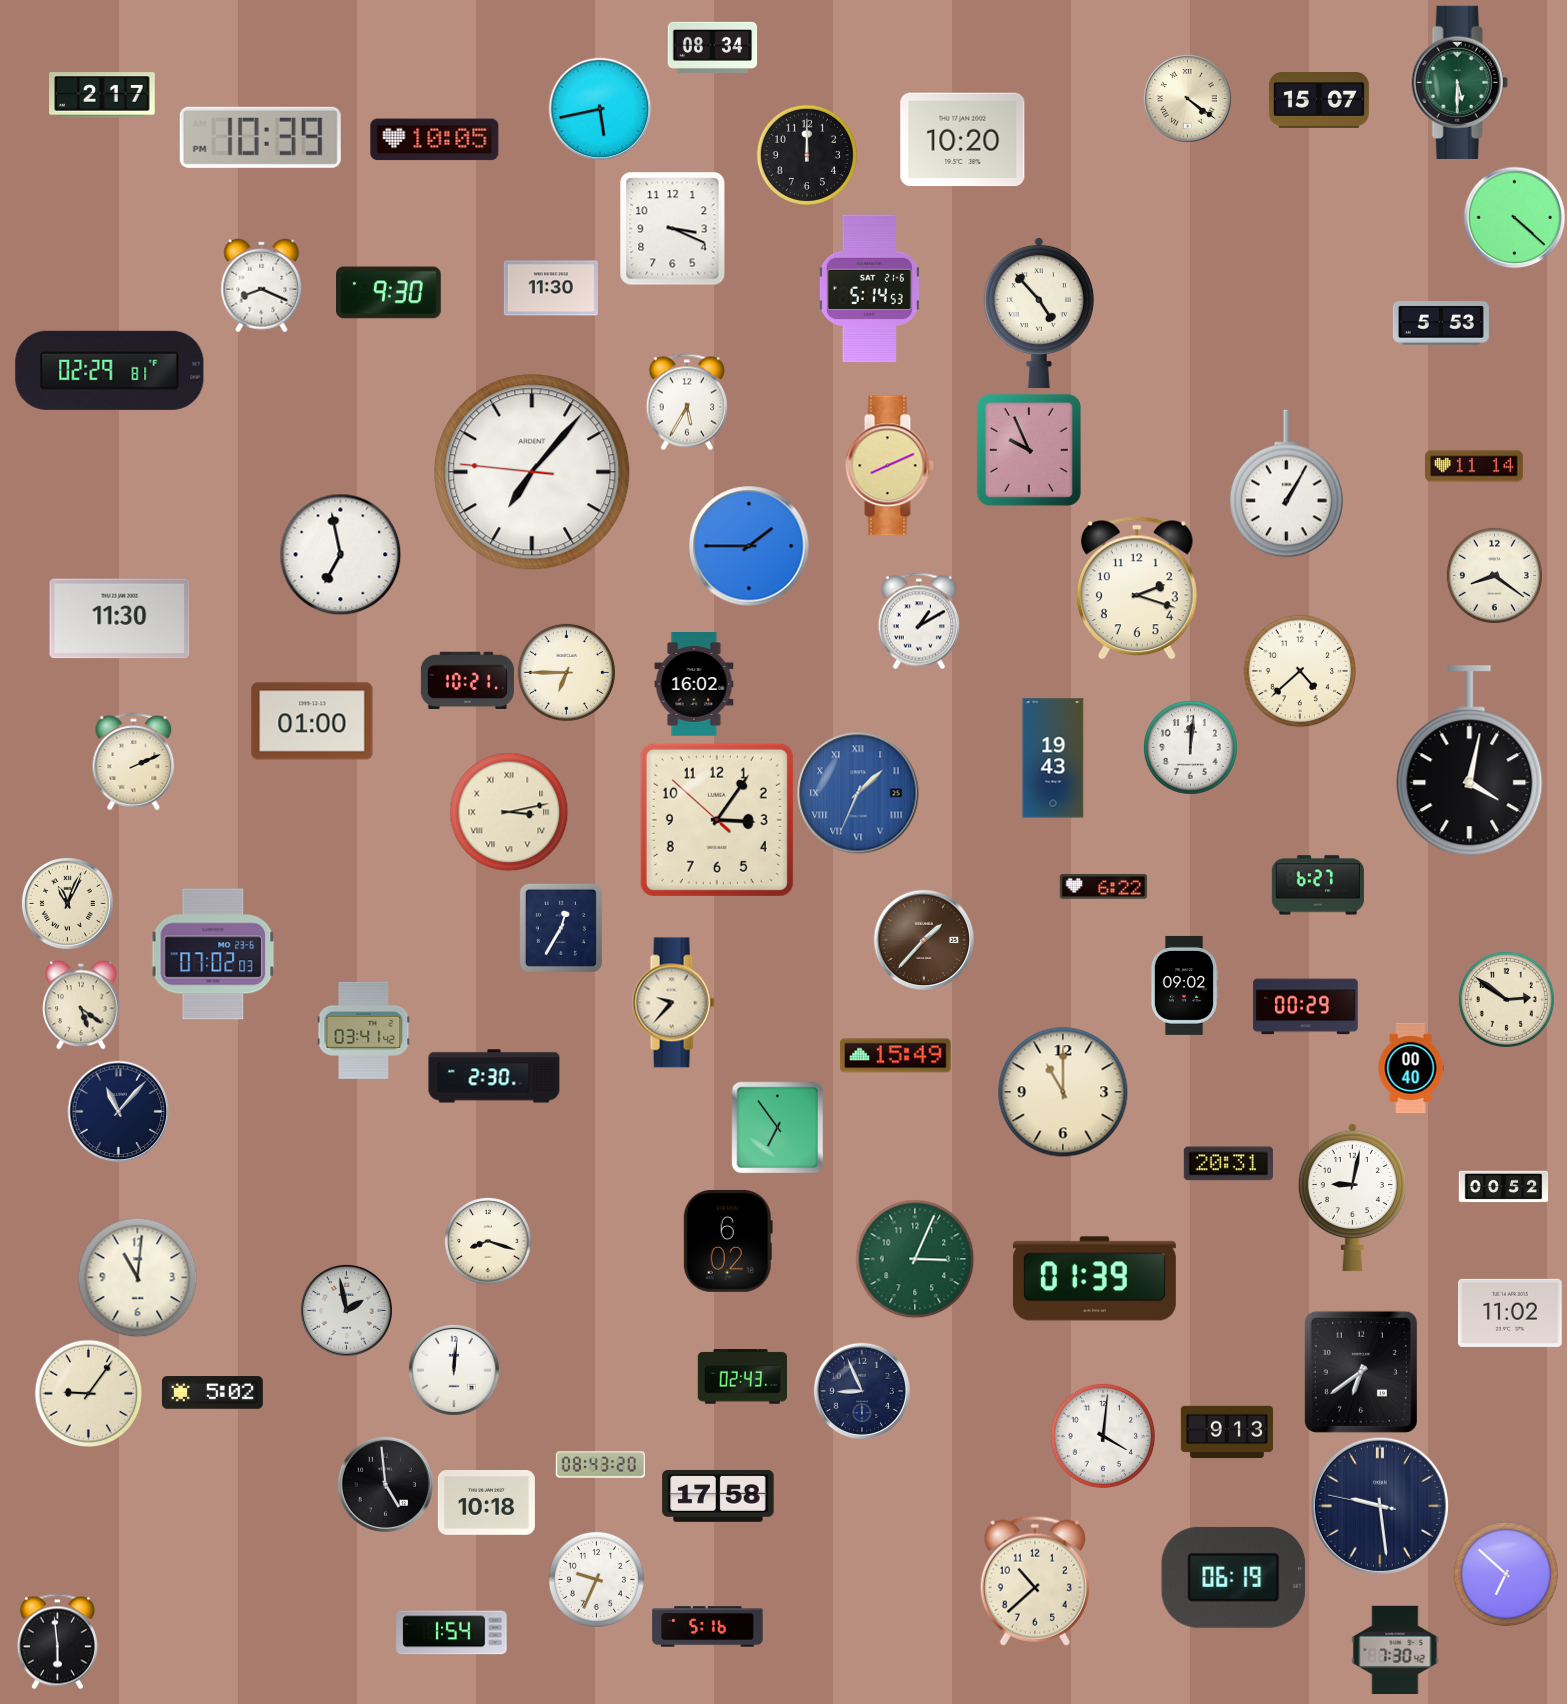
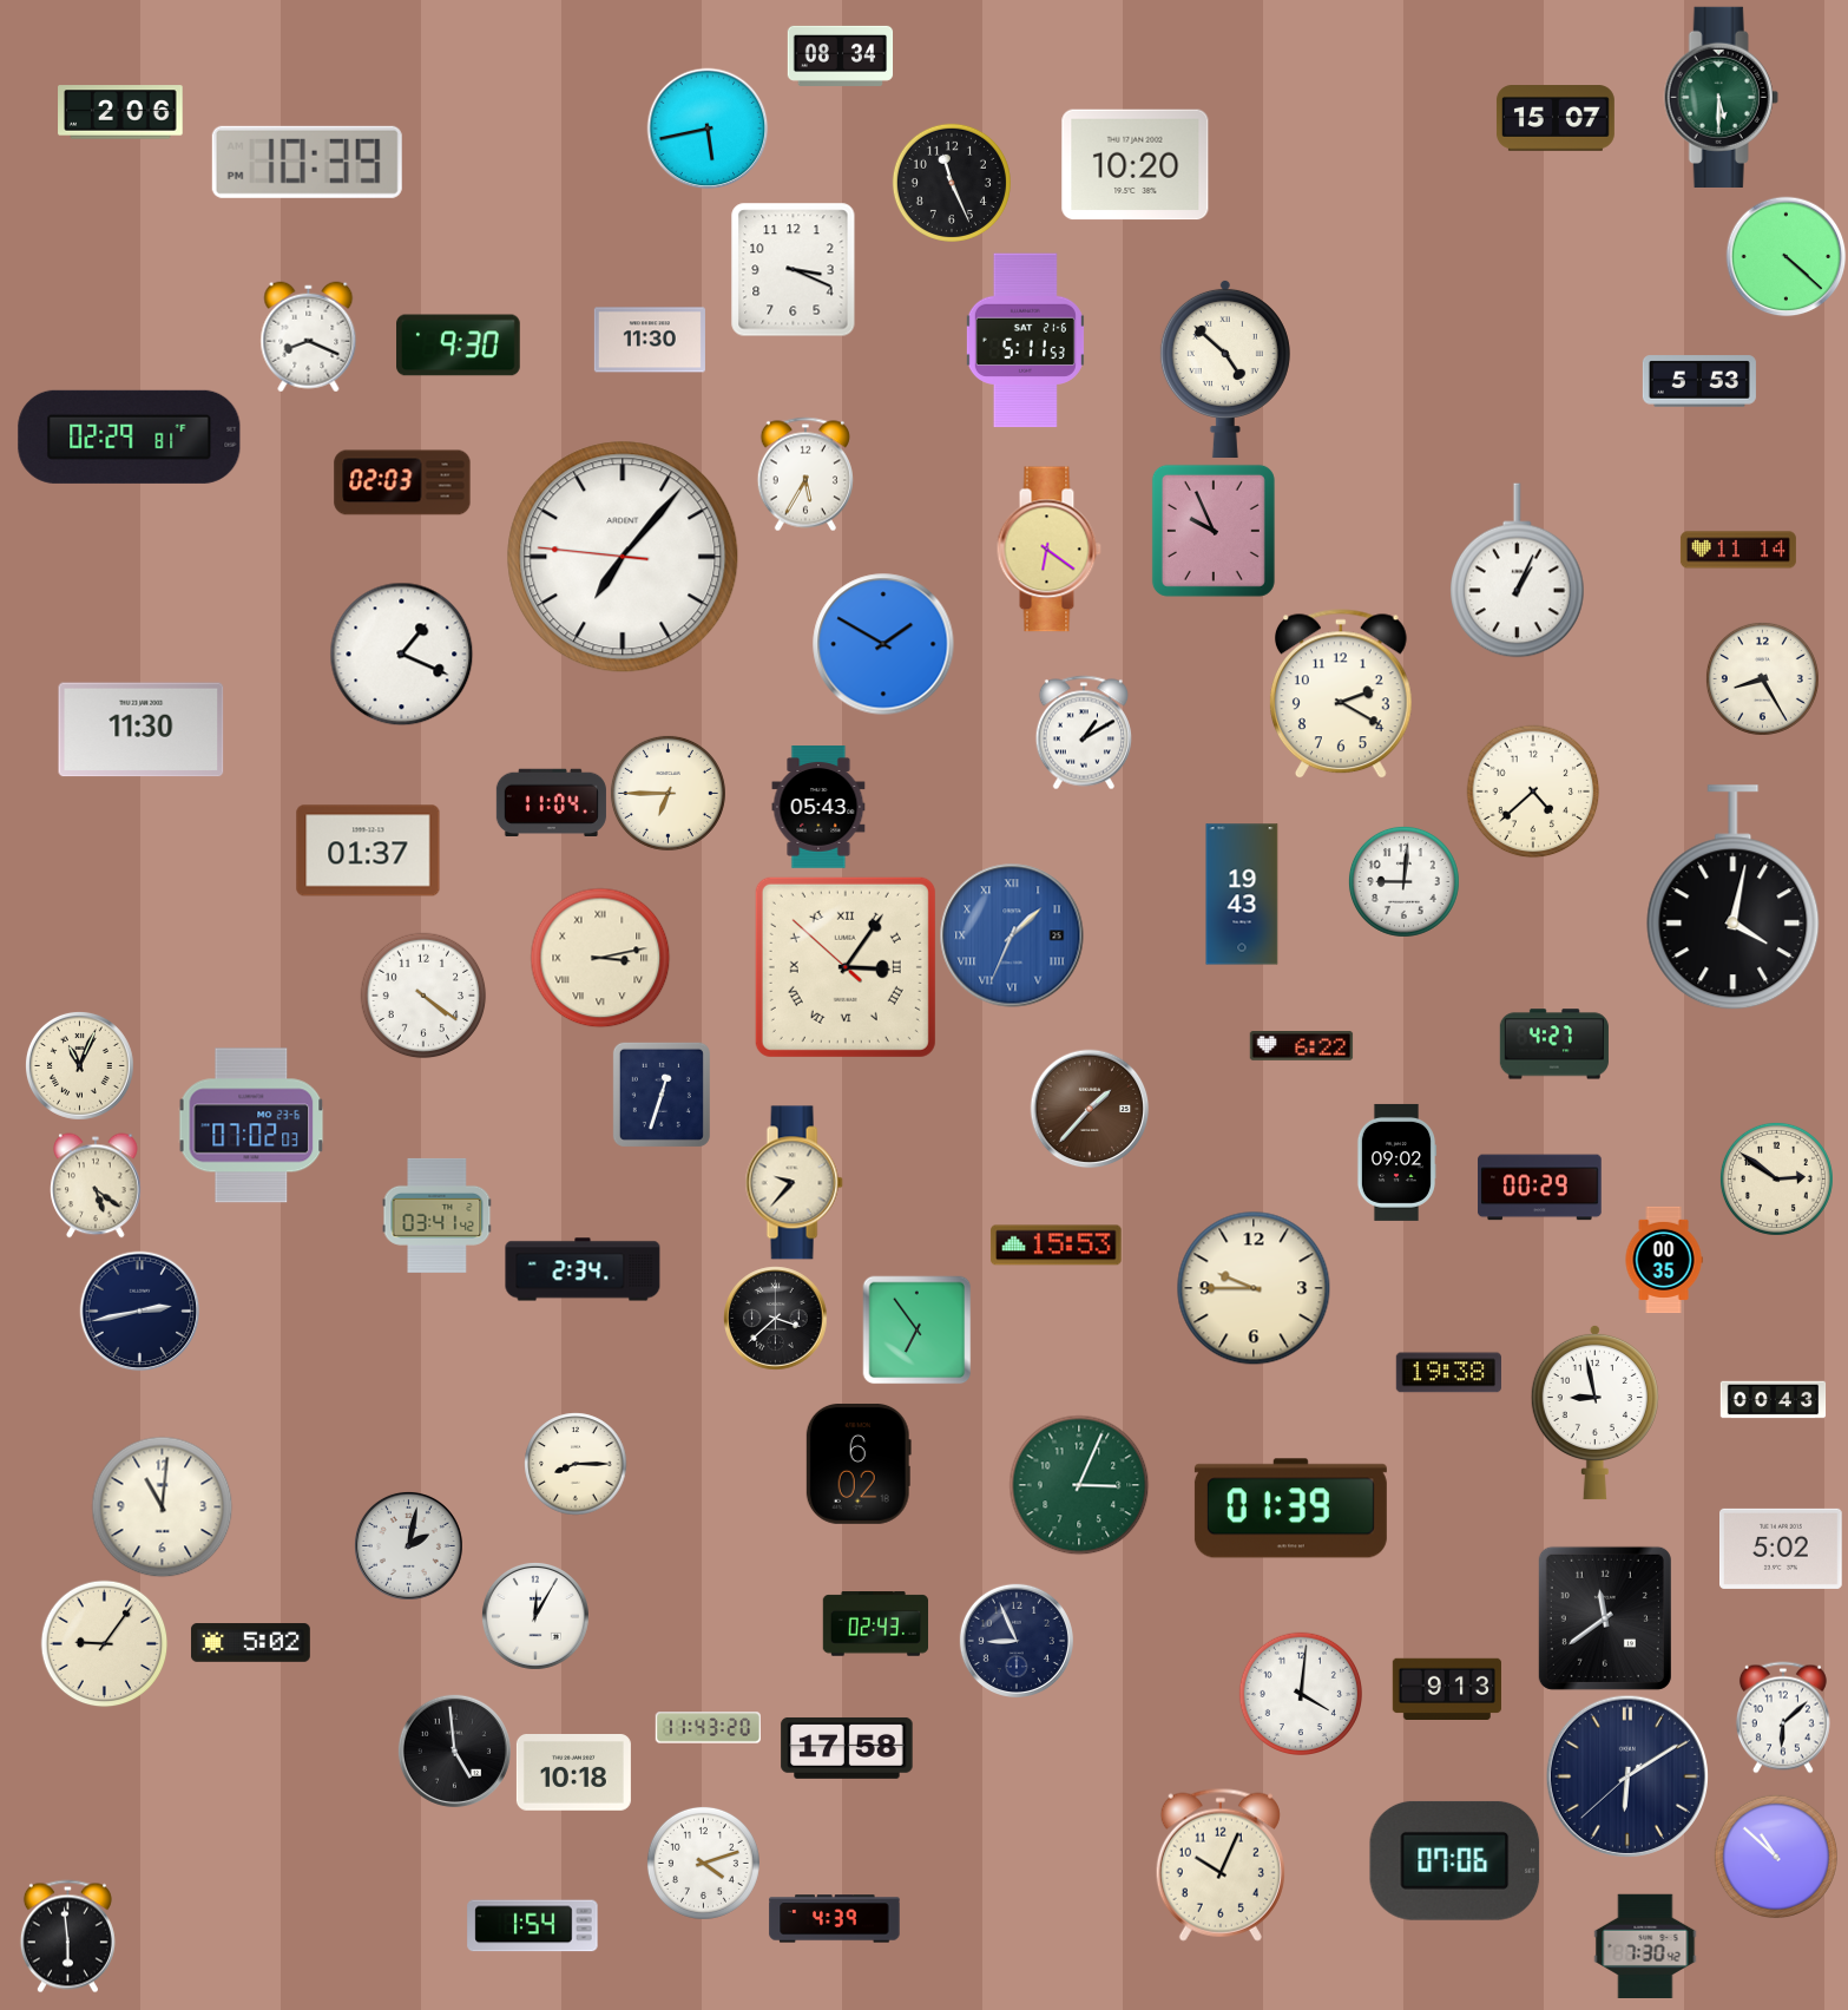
clock at (102, 95): 2:17 -> 2:06
clock at (1187, 98): 4:21 -> none
clock at (435, 140): 10:05 -> none
clock at (807, 155): 12:00 -> 11:26
clock at (869, 289): 5:14 -> 5:11
clock at (1039, 312): 4:53 -> 4:52
clock at (687, 402) position: (687, 402) -> (805, 474)
clock at (402, 482): none -> 02:03
clock at (889, 466): 8:11 -> 6:21
clock at (532, 472) position: (532, 472) -> (623, 557)
clock at (1287, 484): 1:05 -> 1:04
clock at (749, 546): 1:45 -> 1:50
clock at (340, 554): 6:58 -> 1:19
clock at (1494, 575): 8:21 -> 8:25
clock at (1137, 588): 2:18 -> 2:20
clock at (467, 680): 10:21 -> 11:04
clock at (694, 684): 16:02 -> 05:43
clock at (312, 721): 01:00 -> 01:37
clock at (1190, 747): 12:01 -> 9:01
clock at (134, 761): 2:11 -> none
clock at (717, 820) numerals: Arabic -> Roman
clock at (423, 996): none -> 4:21
clock at (1318, 885): 6:27 -> 4:27
clock at (561, 928): 12:35 -> 12:33
clock at (364, 1030) position: (364, 1030) -> (438, 1215)
clock at (896, 1056): 15:49 -> 15:53
clock at (1411, 1068): 00:40 -> 00:35
clock at (494, 1076): 2:30 -> 2:34
clock at (1063, 1092): 11:00 -> 9:45
clock at (118, 1111): 11:07 -> 2:43
clock at (775, 1318): none -> 3:38
clock at (1228, 1164): 20:31 -> 19:38
clock at (1503, 1187): 00:52 -> 00:43
clock at (1352, 1197): 9:02 -> 8:58
clock at (488, 1241): 8:18 -> 8:15
clock at (346, 1310): 1:58 -> 2:02
clock at (1511, 1313): 11:02 -> 5:02
clock at (454, 1370): 12:01 -> 12:05
clock at (1361, 1372): 6:39 -> 11:39
clock at (1783, 1717): none -> 6:08
clock at (600, 1465): 08:43 -> 11:43
clock at (718, 1496) position: (718, 1496) -> (847, 1748)
clock at (1379, 1505): 9:28 -> 6:09
clock at (1505, 1573): 6:52 -> 10:52
clock at (1234, 1577): 06:19 -> 07:06
clock at (596, 1579): 9:34 -> 4:12
clock at (1035, 1581): 10:38 -> 10:04
clock at (708, 1627): 5:16 -> 4:39
